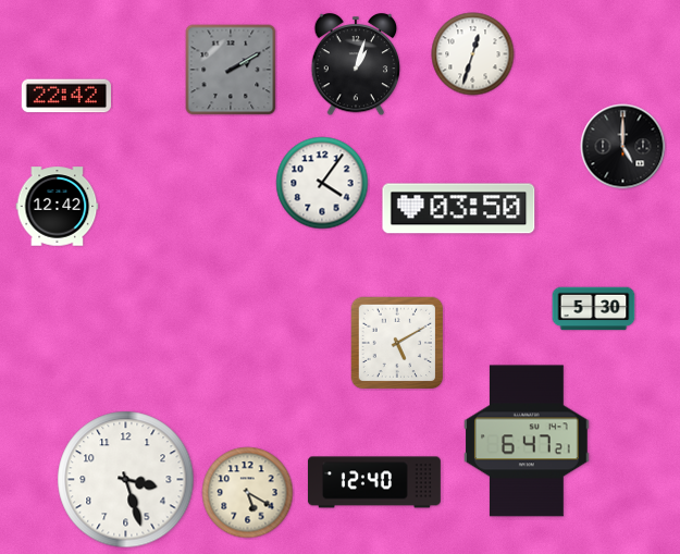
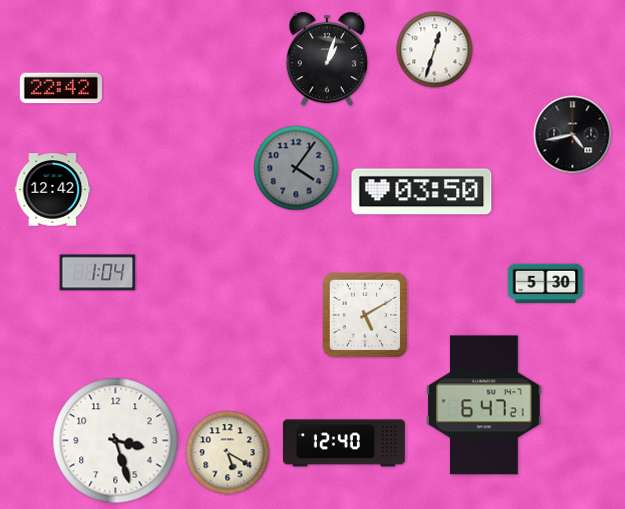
clock at (231, 70): 2:10 -> none
clock at (623, 147): 5:00 -> 4:43
clock at (322, 183) dial: white -> grey
clock at (98, 273): none -> 1:04
